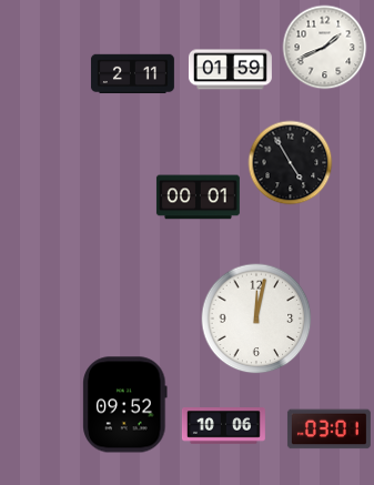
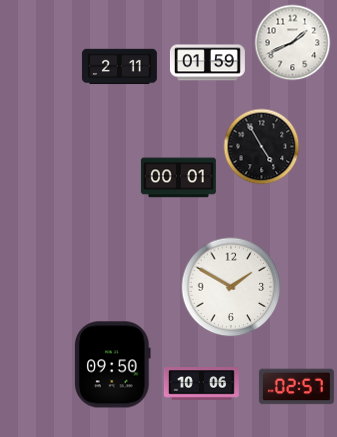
clock at (256, 319): 12:02 -> 1:50
clock at (125, 405): 09:52 -> 09:50
clock at (328, 430): 03:01 -> 02:57
